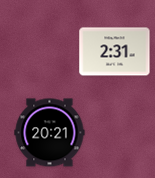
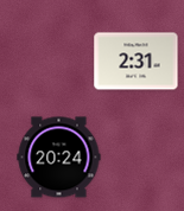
clock at (50, 133): 20:21 -> 20:24
